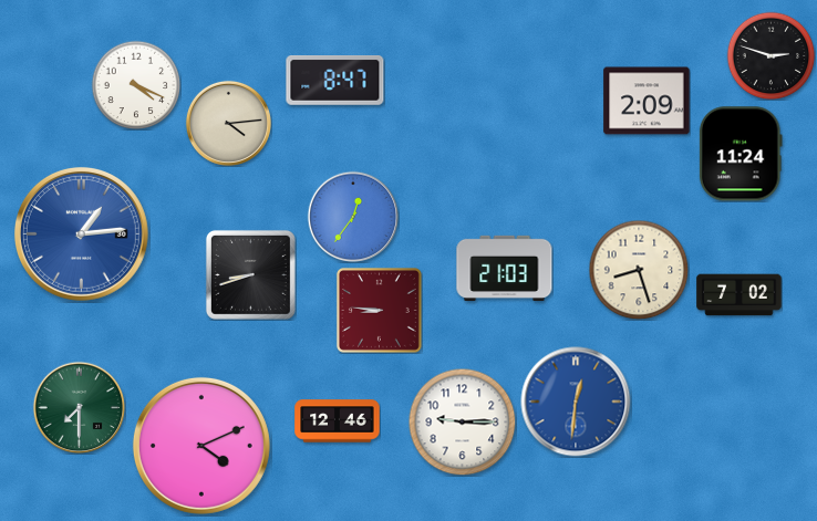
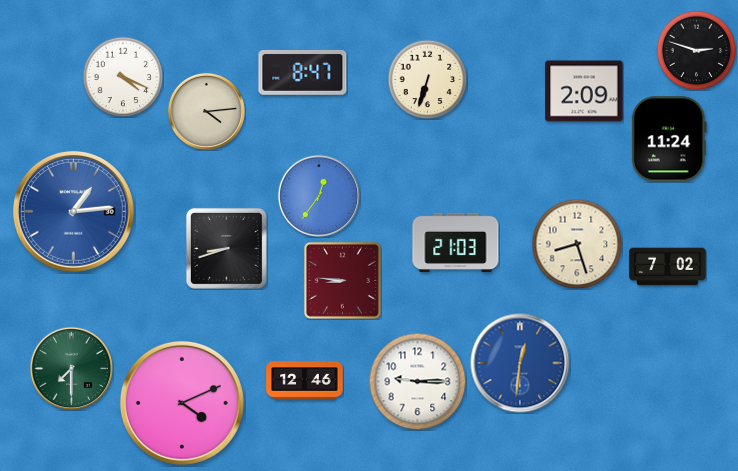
clock at (427, 79): none -> 6:33
